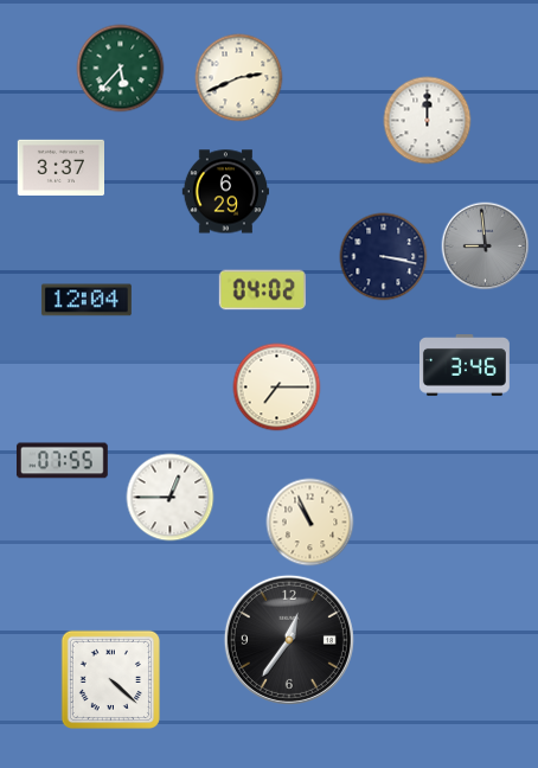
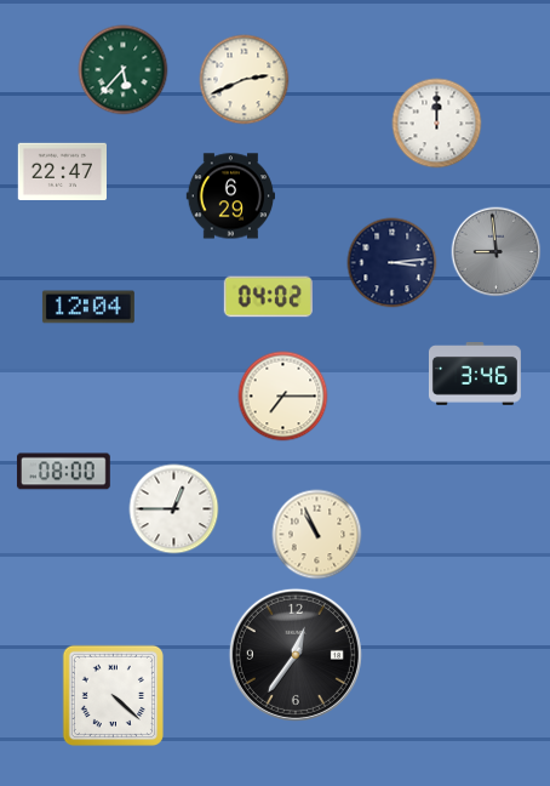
clock at (60, 168): 3:37 -> 22:47
clock at (384, 257): 3:17 -> 3:14
clock at (62, 461): 07:55 -> 08:00
